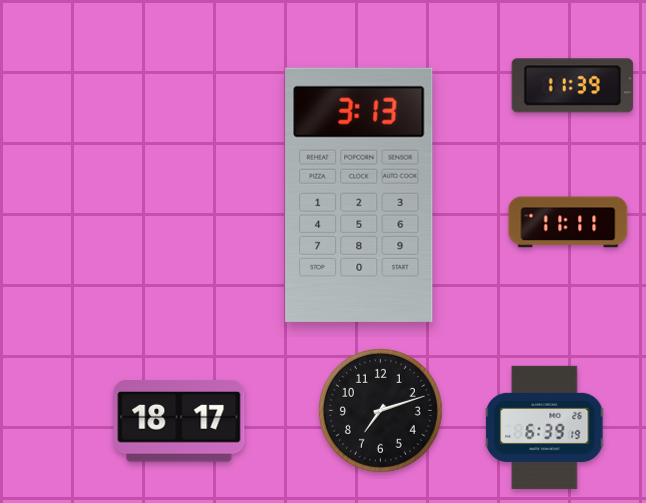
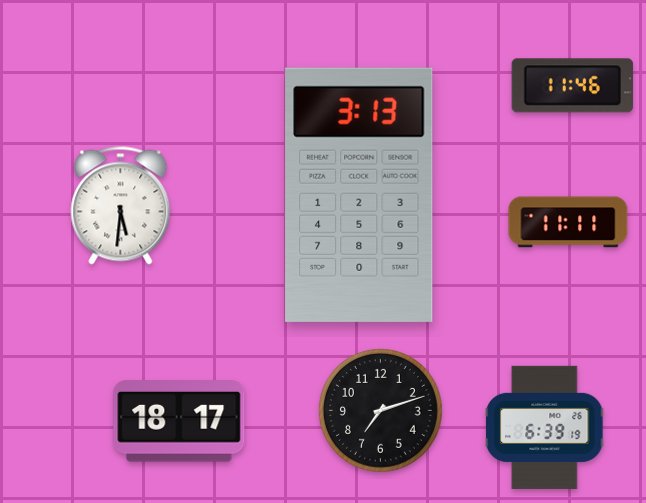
clock at (572, 86): 11:39 -> 11:46
clock at (121, 206): none -> 5:31
